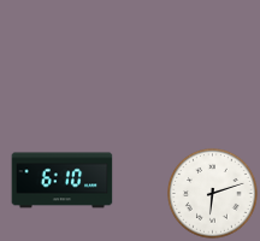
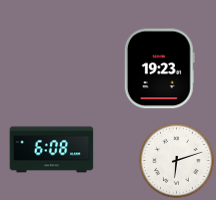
clock at (159, 69): none -> 19:23
clock at (63, 181): 6:10 -> 6:08
